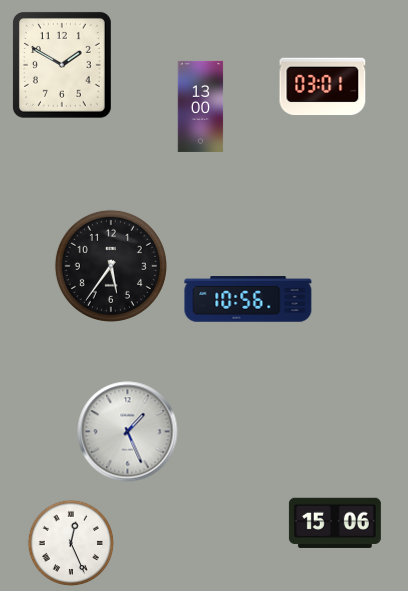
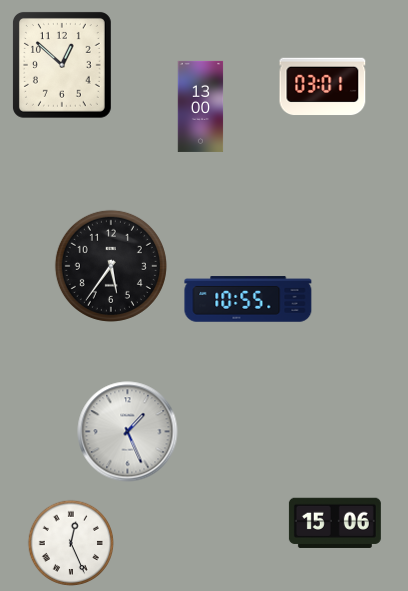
clock at (62, 65): 1:50 -> 12:52
clock at (248, 299): 10:56 -> 10:55
